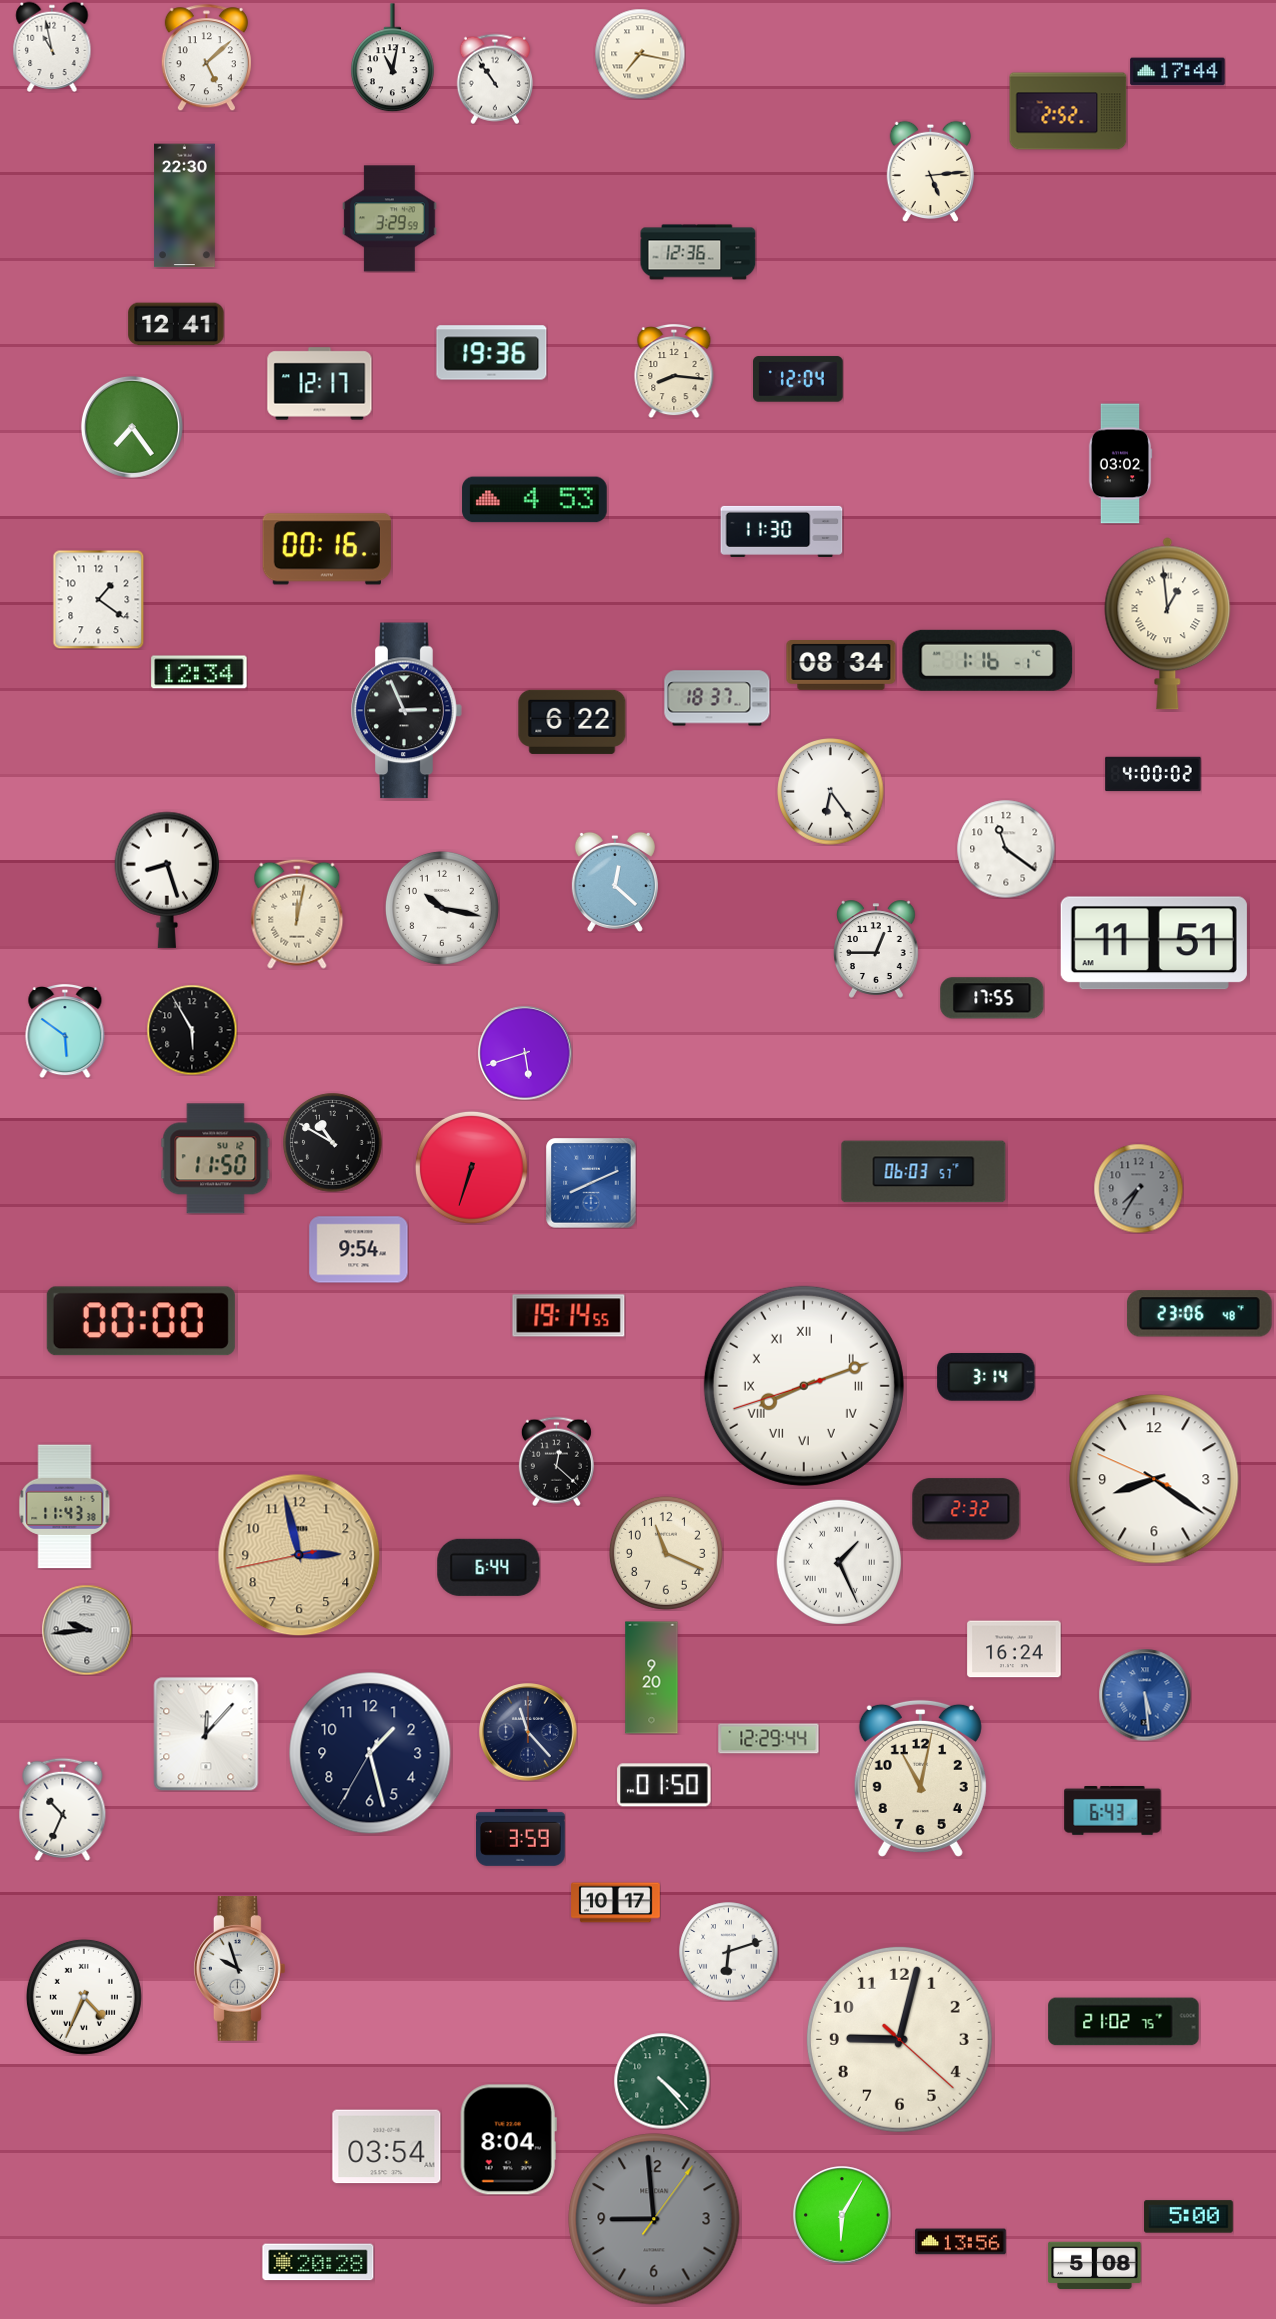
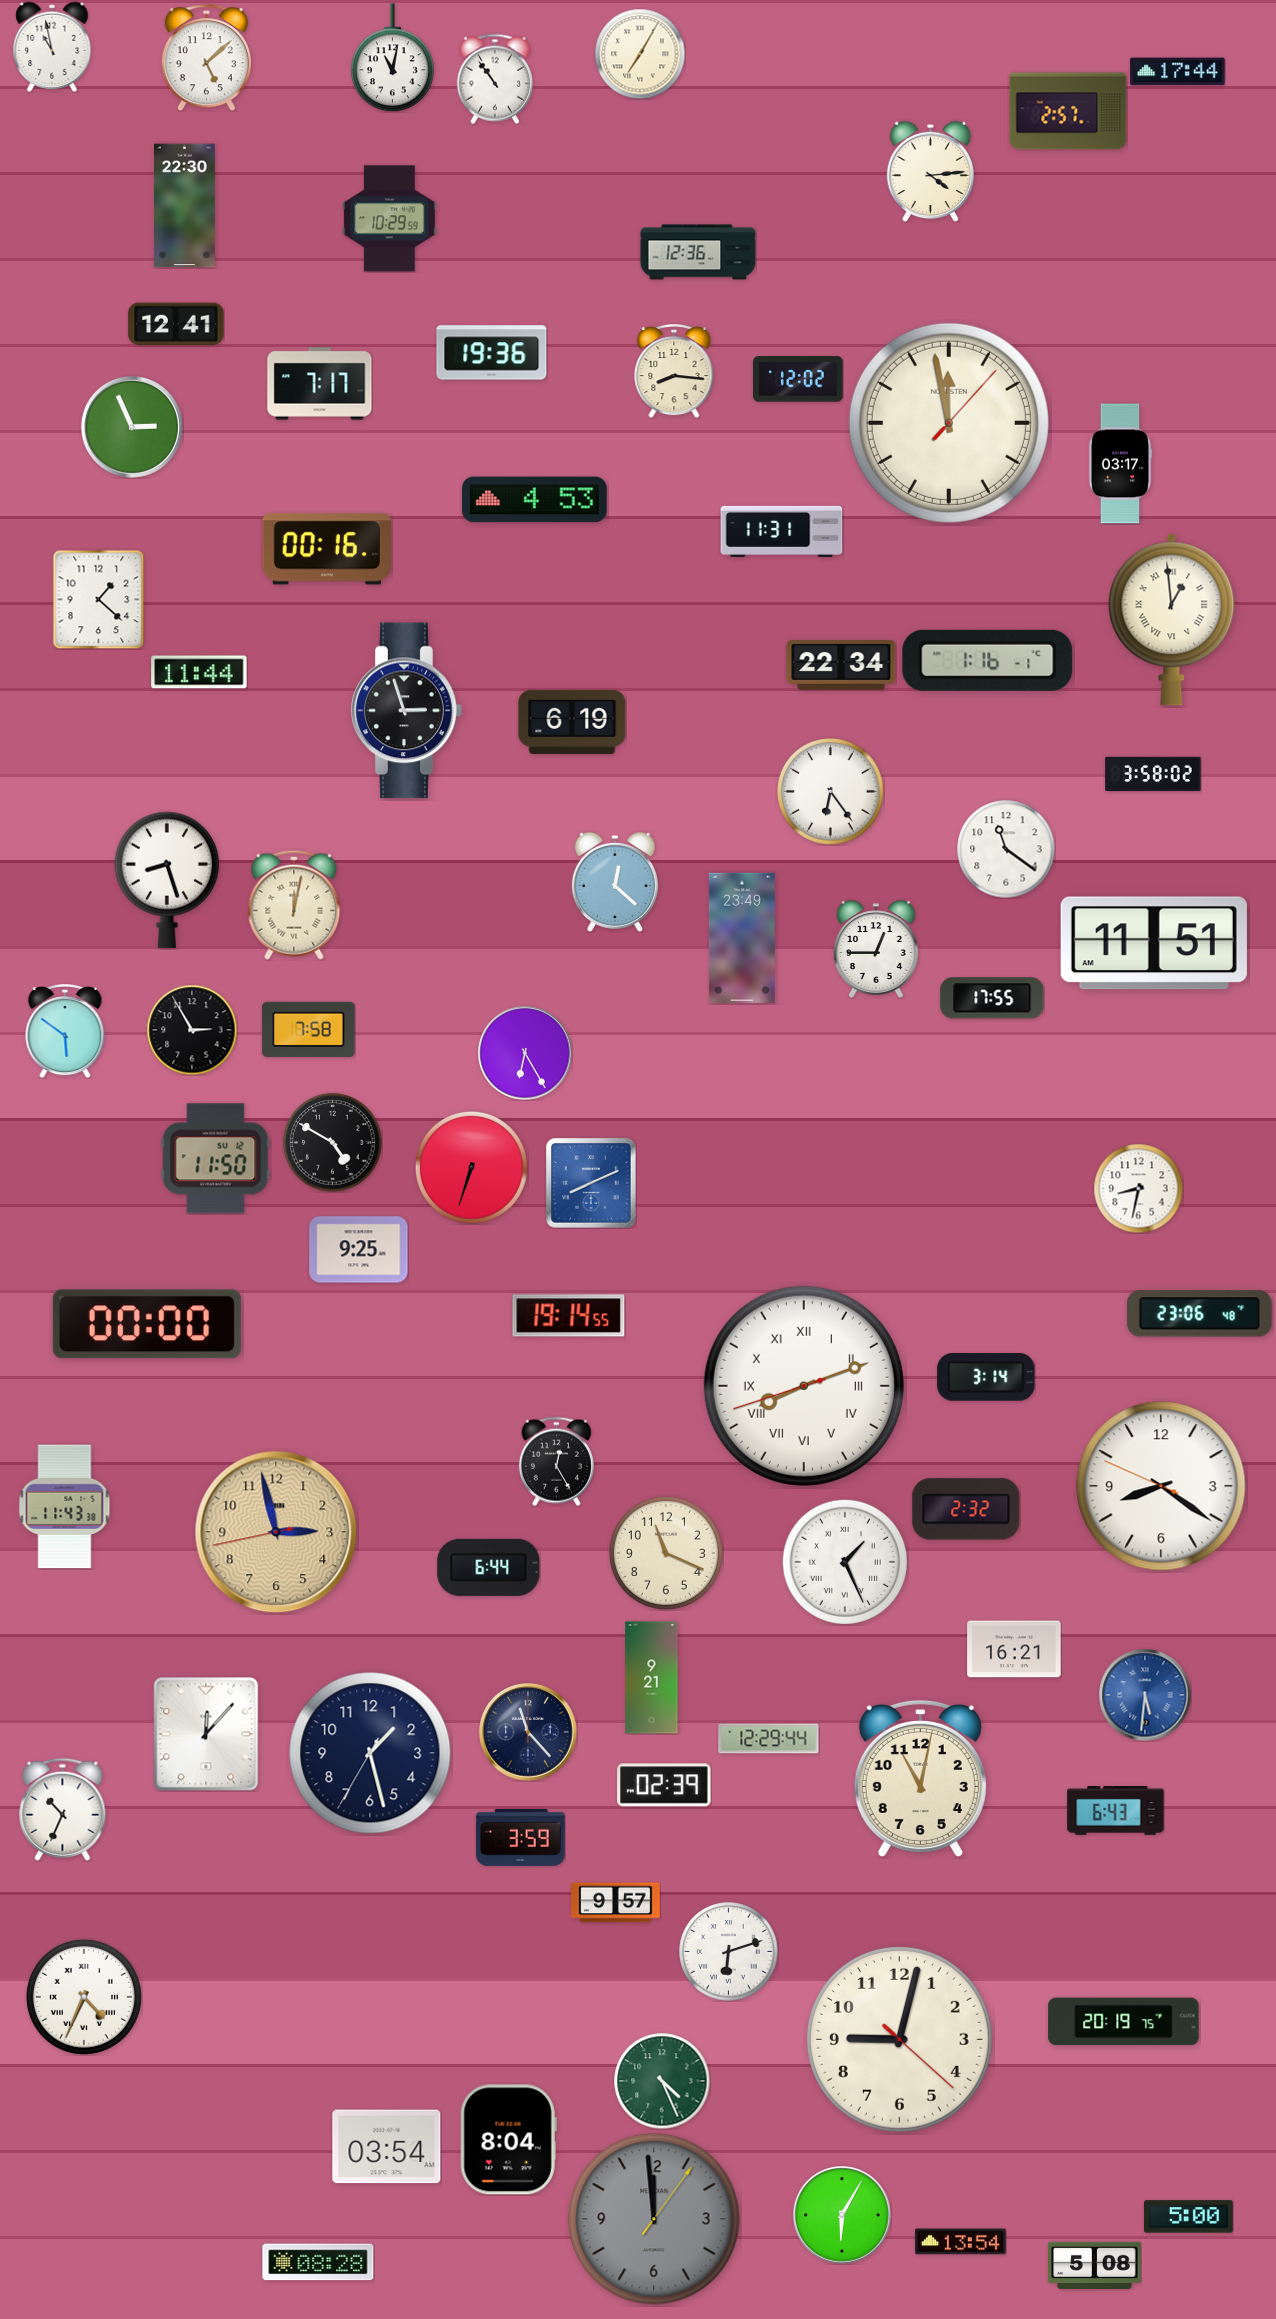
clock at (640, 54): 7:17 -> 7:05
clock at (1068, 111): 2:52 -> 2:57
clock at (930, 171): 5:14 -> 4:14
clock at (390, 219): 3:29 -> 10:29
clock at (799, 379): 12:04 -> 12:02
clock at (320, 384): 12:17 -> 7:17
clock at (949, 423): none -> 11:58
clock at (132, 427): 7:24 -> 2:56
clock at (1120, 464): 03:02 -> 03:17
clock at (782, 531): 11:30 -> 11:31
clock at (99, 599): 1:21 -> 1:22
clock at (1168, 624) position: (1168, 624) -> (1172, 620)
clock at (841, 666): 08:34 -> 22:34
clock at (199, 672): 12:34 -> 11:44
clock at (717, 698): 18:37 -> none
clock at (407, 711): 2:56 -> 2:57
clock at (572, 722): 6:22 -> 6:19
clock at (1153, 774): 4:00 -> 3:58
clock at (442, 908): 10:17 -> none
clock at (297, 914) position: (297, 914) -> (294, 905)
clock at (742, 937): none -> 23:49
clock at (309, 1029): none -> 7:58
clock at (192, 1030): 5:55 -> 2:55
clock at (525, 1053): 5:42 -> 6:25
clock at (333, 1143): 10:50 -> 4:50
clock at (924, 1172): 06:03 -> none
clock at (1138, 1188): 7:35 -> 8:32
clock at (1138, 1188) dial: grey -> white
clock at (359, 1250): 9:54 -> 9:25
clock at (141, 1321) position: (141, 1321) -> (147, 1324)
clock at (556, 1461): 12:22 -> 12:25
clock at (1154, 1479) position: (1154, 1479) -> (1161, 1486)
clock at (299, 1555) position: (299, 1555) -> (276, 1532)
clock at (839, 1562) position: (839, 1562) -> (845, 1562)
clock at (87, 1630): 9:44 -> none
clock at (1014, 1649): 16:24 -> 16:21
clock at (652, 1678): 9:20 -> 9:21
clock at (1145, 1695): 5:29 -> 5:31
clock at (664, 1785): 01:50 -> 02:39
clock at (1113, 1811) position: (1113, 1811) -> (1116, 1811)
clock at (616, 1903): 10:17 -> 9:57
clock at (239, 1969): 9:57 -> none
clock at (1124, 2022): 21:02 -> 20:19
clock at (662, 2081): 4:23 -> 4:26
clock at (654, 2219): 8:59 -> 11:59
clock at (961, 2242): 13:56 -> 13:54
clock at (318, 2262): 20:28 -> 08:28
